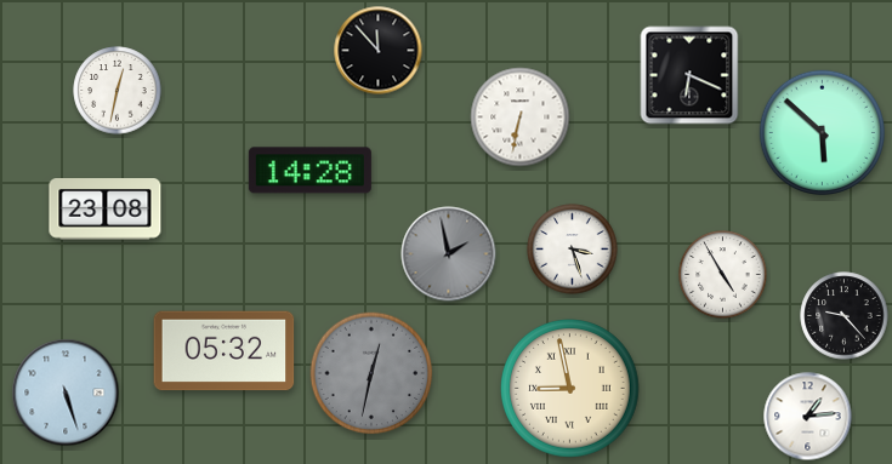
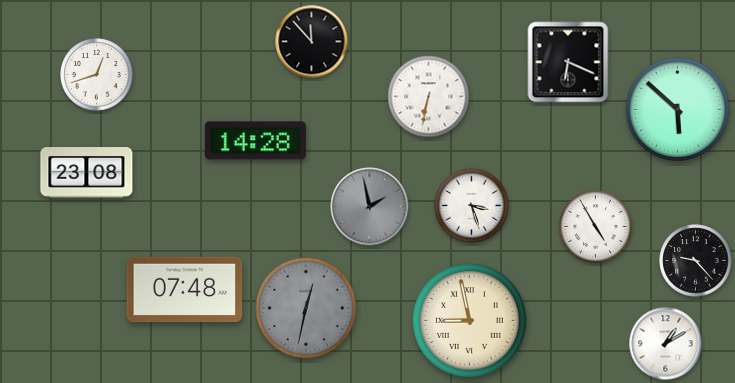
clock at (118, 91): 12:32 -> 12:42
clock at (449, 254) position: (449, 254) -> (370, 207)
clock at (225, 351): 05:32 -> 07:48
clock at (66, 393): 5:27 -> none
clock at (808, 417): 1:14 -> 1:10
